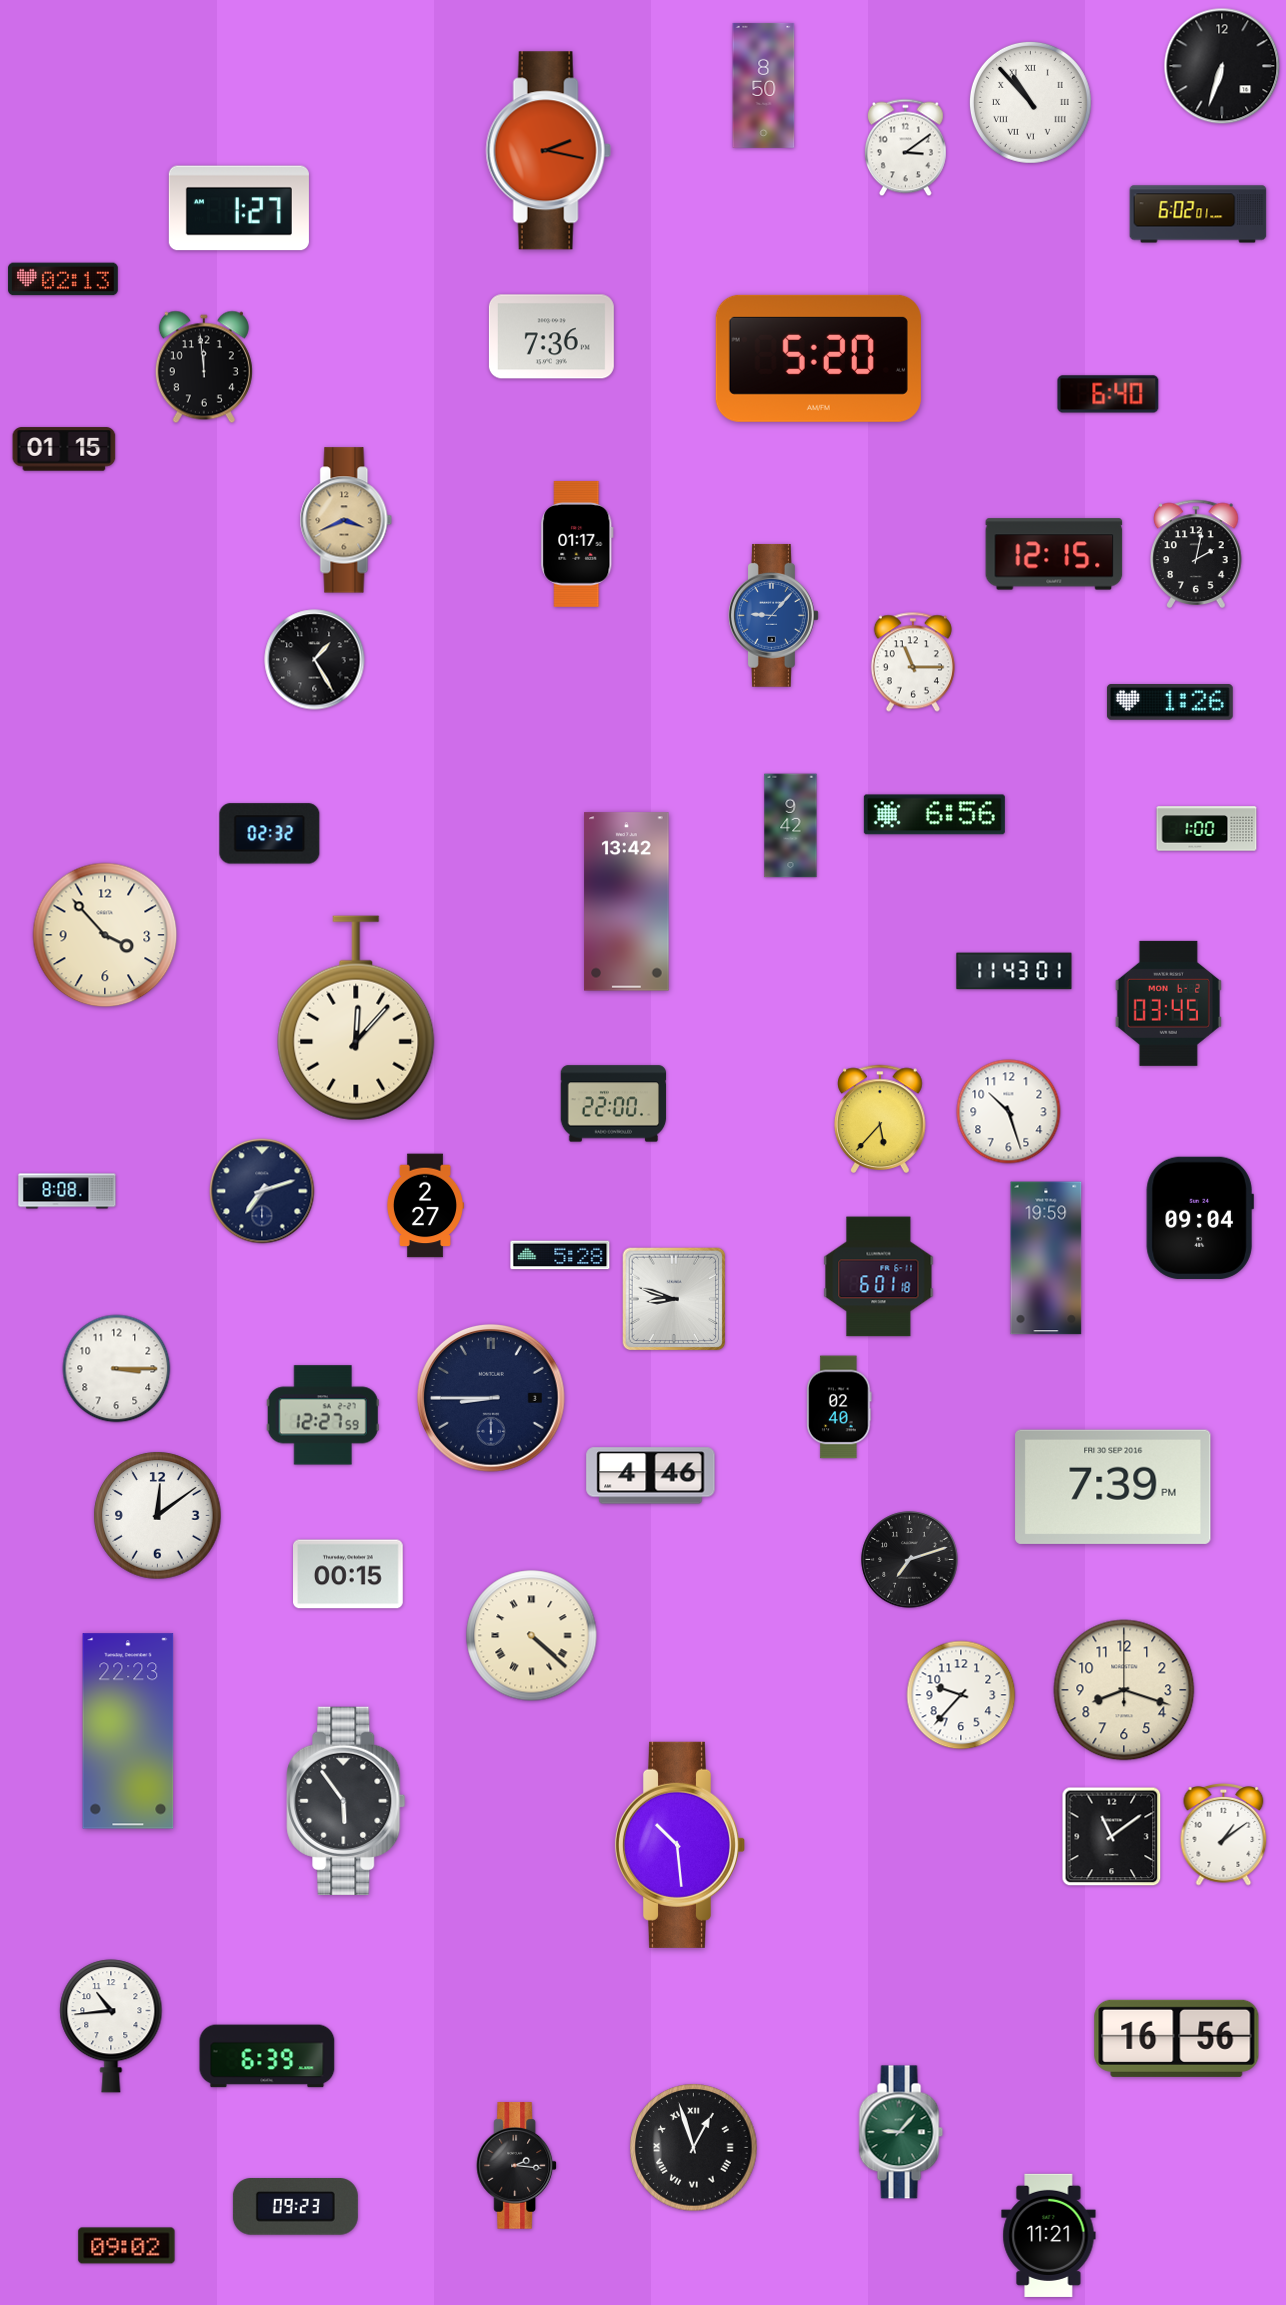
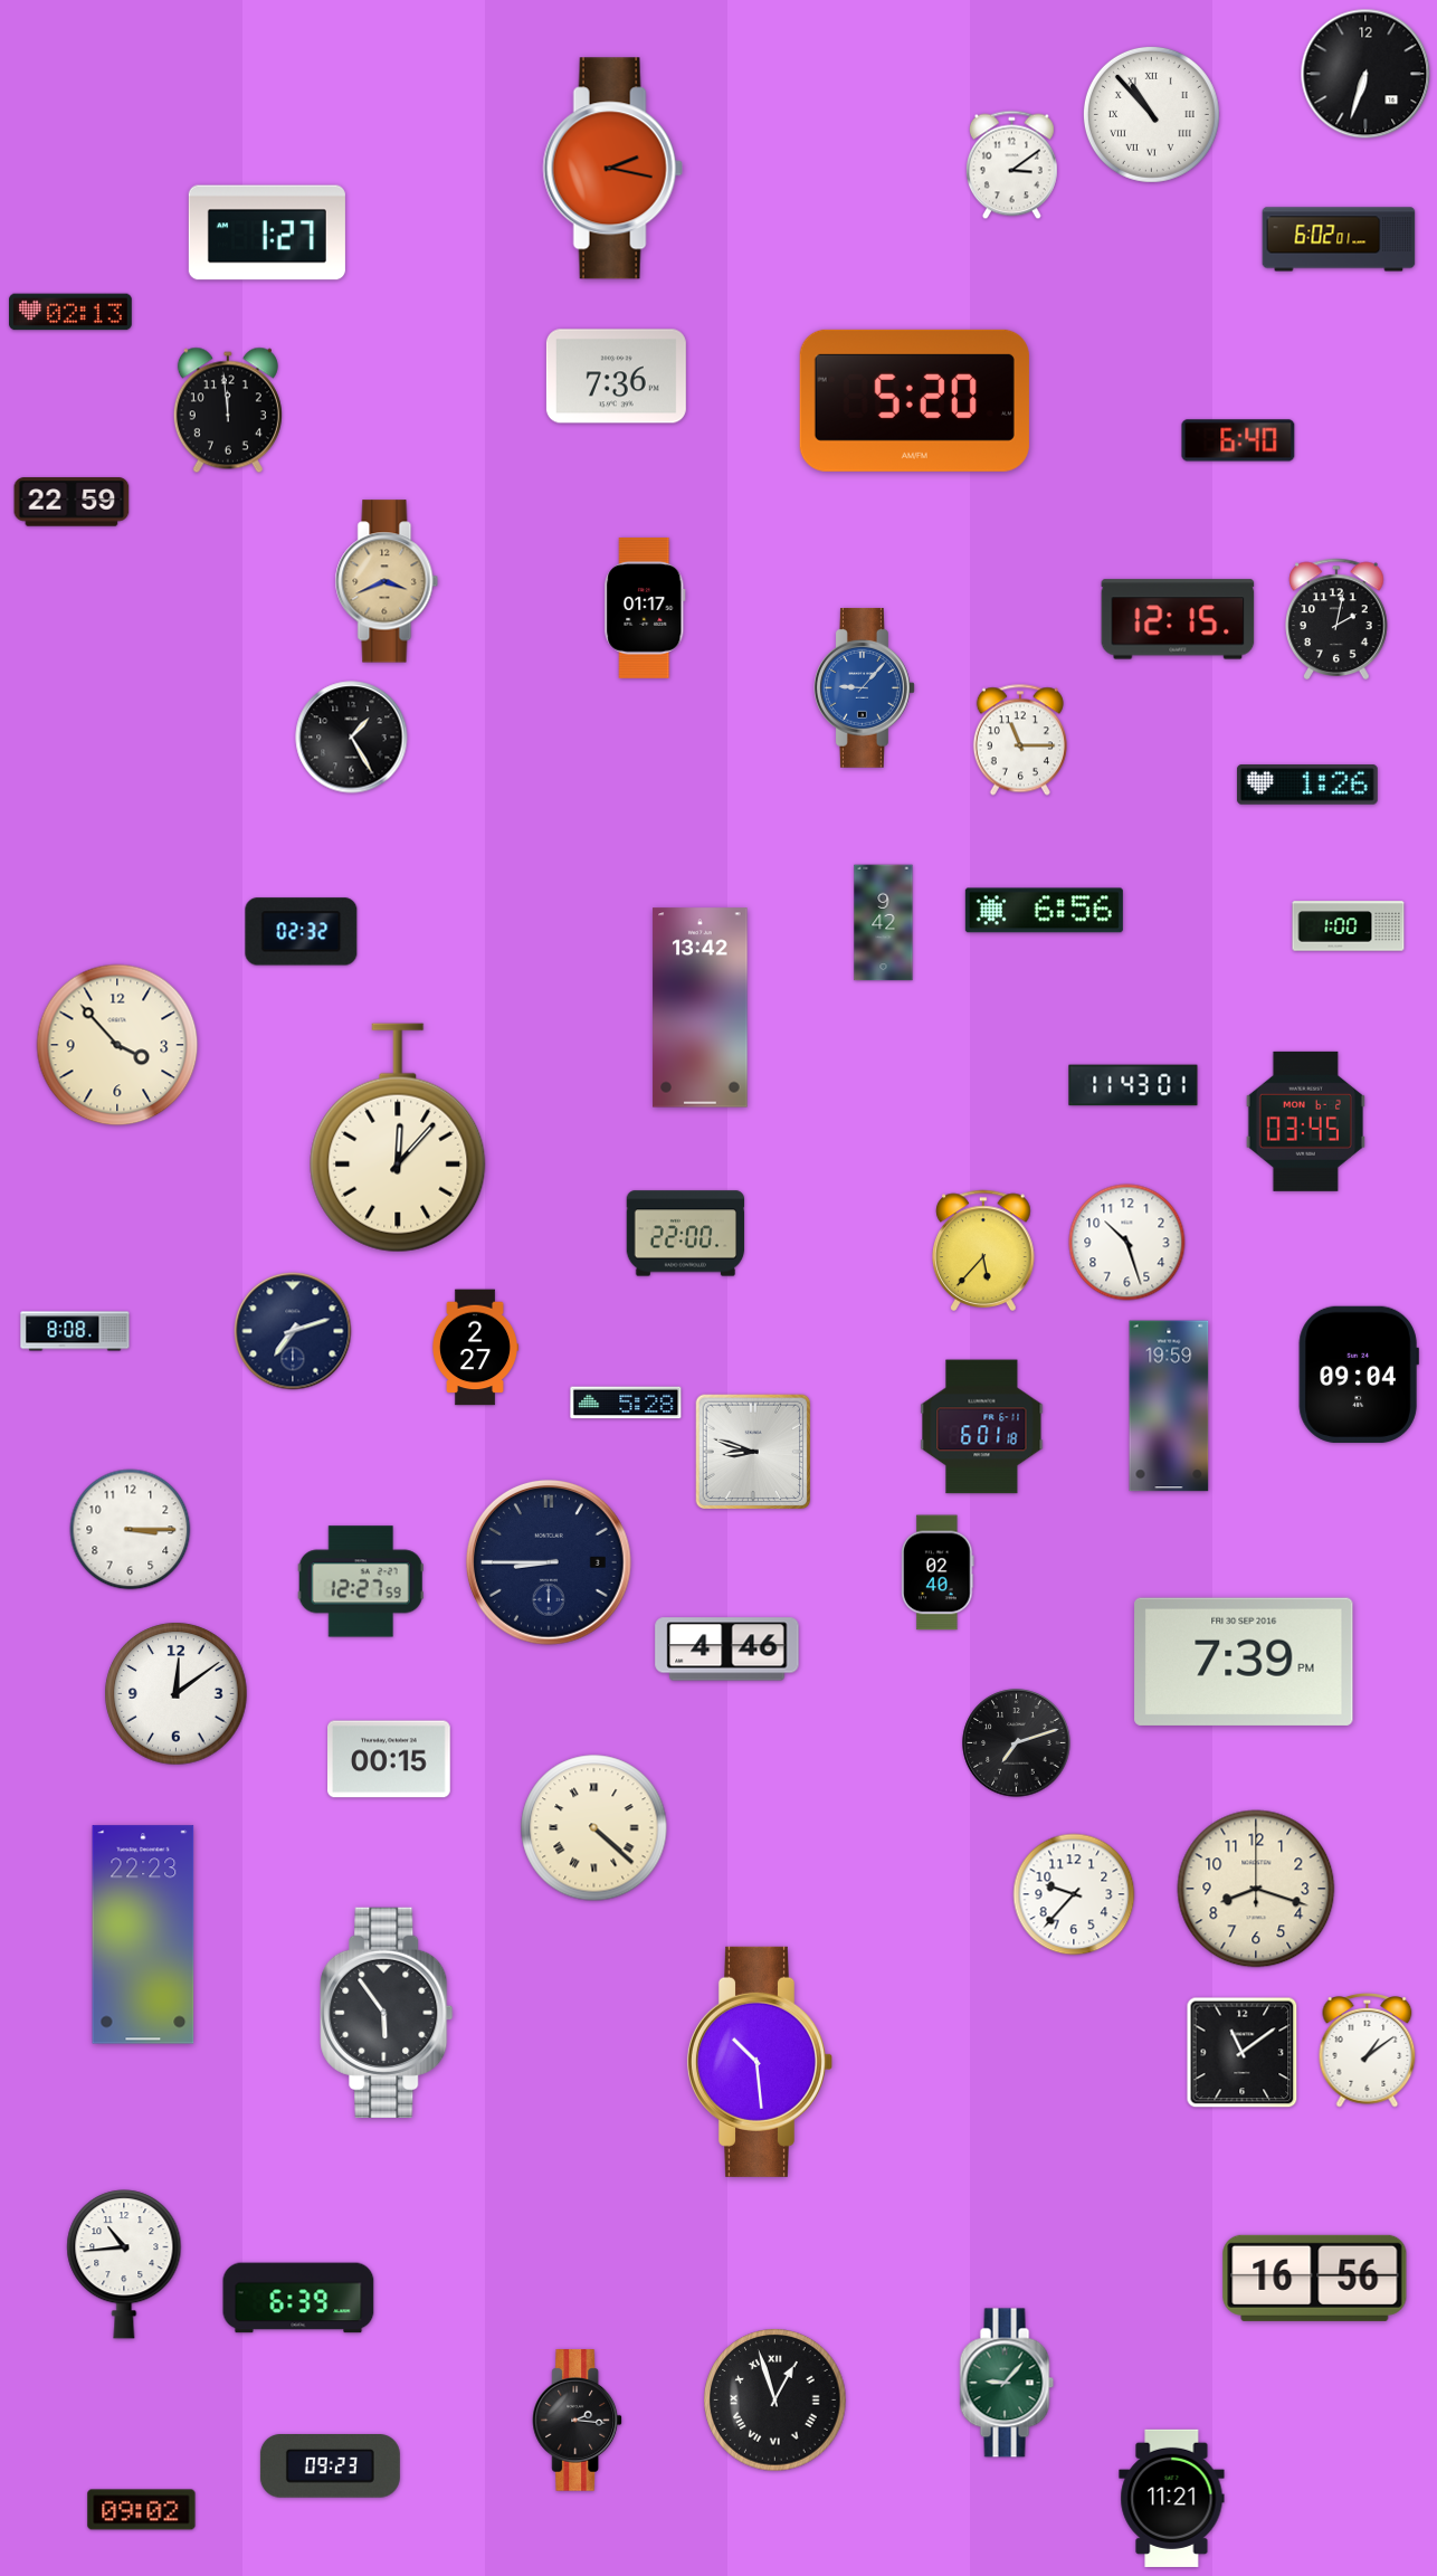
clock at (764, 85): 8:50 -> none
clock at (64, 449): 01:15 -> 22:59
clock at (1200, 1218) position: (1200, 1218) -> (1359, 1375)
